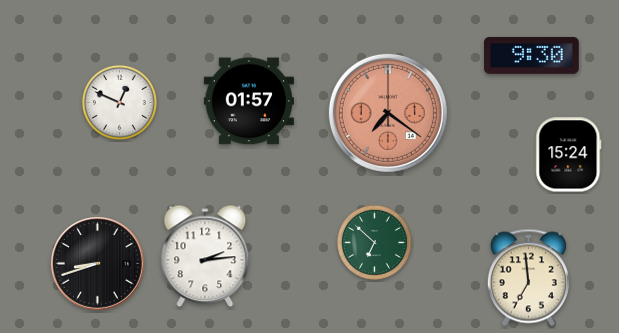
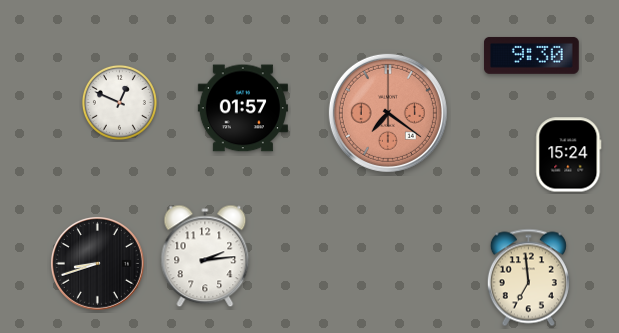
clock at (249, 101) position: (249, 101) -> (243, 108)
clock at (374, 242): 6:52 -> none
